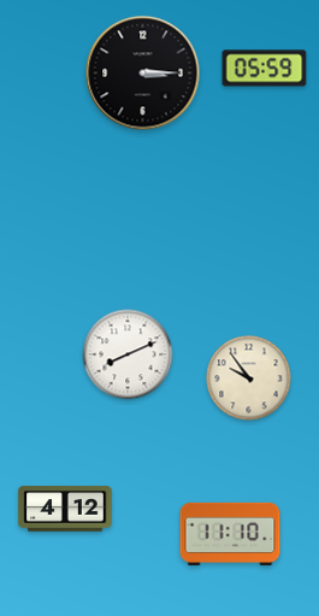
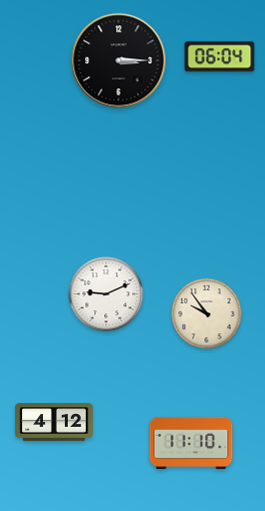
clock at (265, 69): 05:59 -> 06:04
clock at (128, 354): 8:11 -> 9:11
